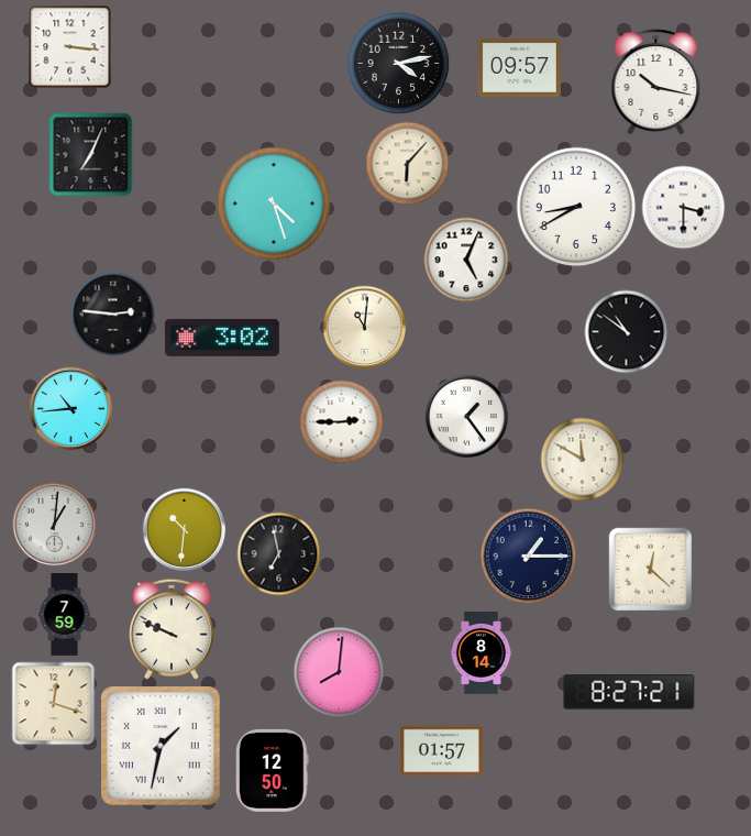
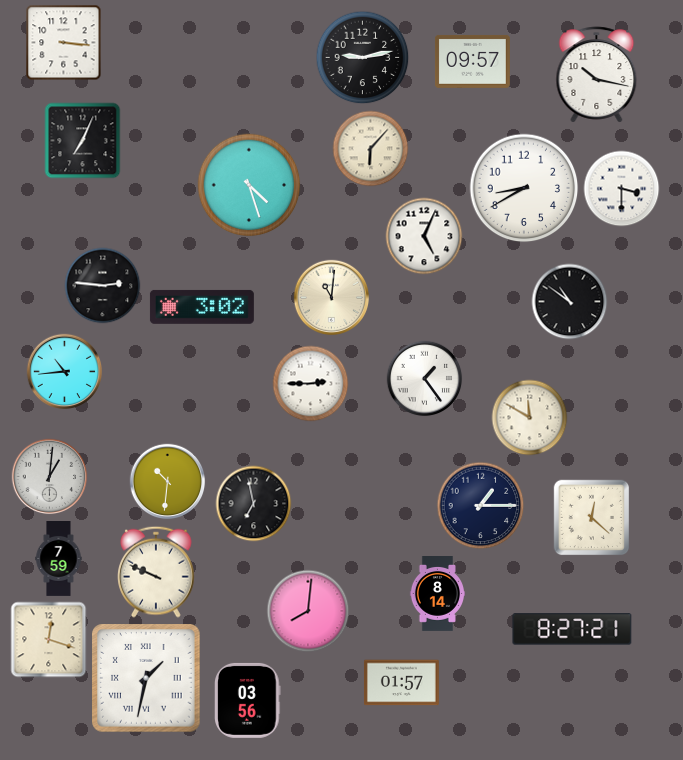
clock at (399, 64): 4:13 -> 9:13
clock at (273, 770): 12:50 -> 03:56
